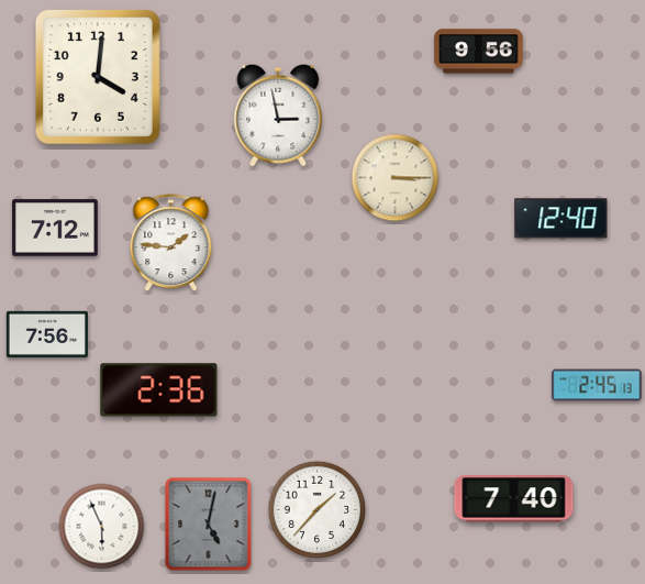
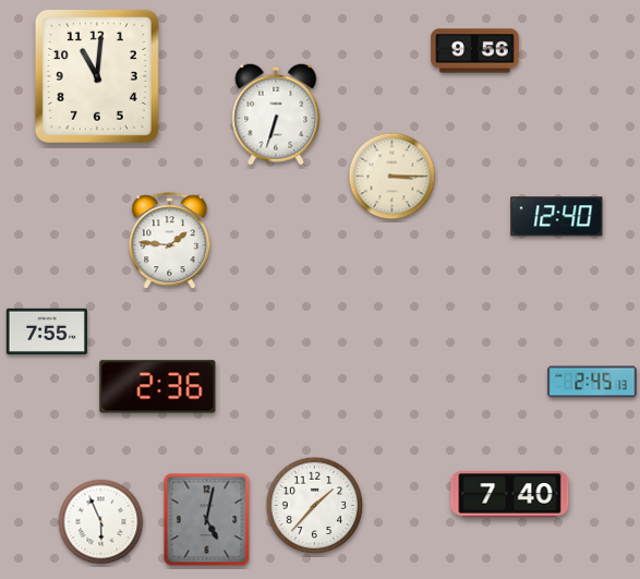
clock at (98, 77): 4:01 -> 11:01
clock at (278, 115): 2:58 -> 6:33
clock at (55, 228): 7:12 -> none
clock at (47, 334): 7:56 -> 7:55
